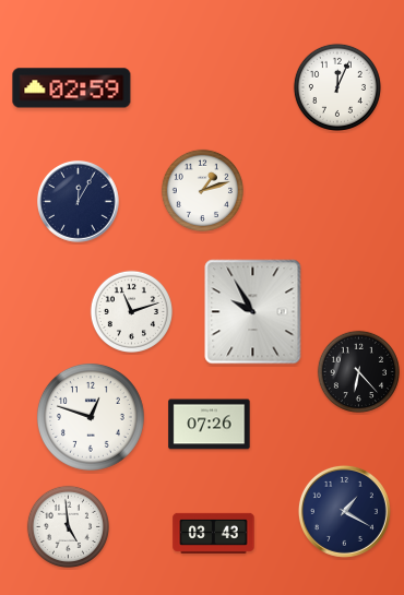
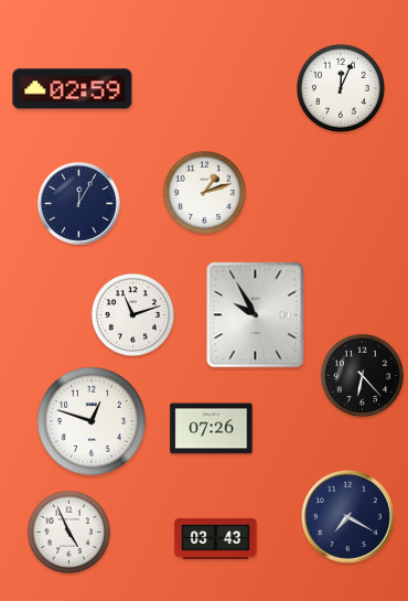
clock at (344, 511): 1:20 -> 7:20
clock at (68, 526): 4:59 -> 4:56
